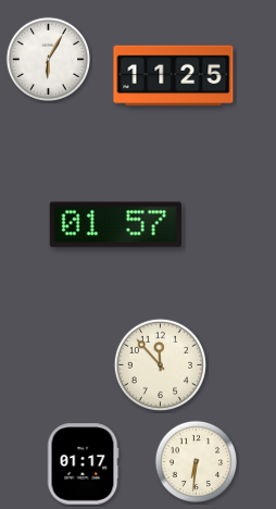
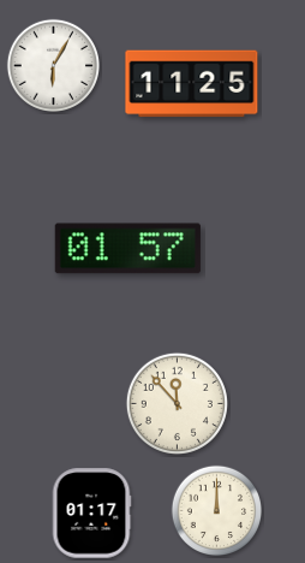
clock at (197, 462): 6:31 -> 12:00
